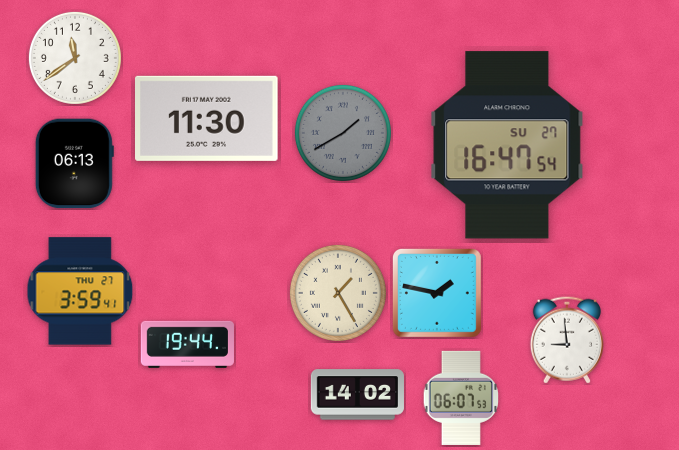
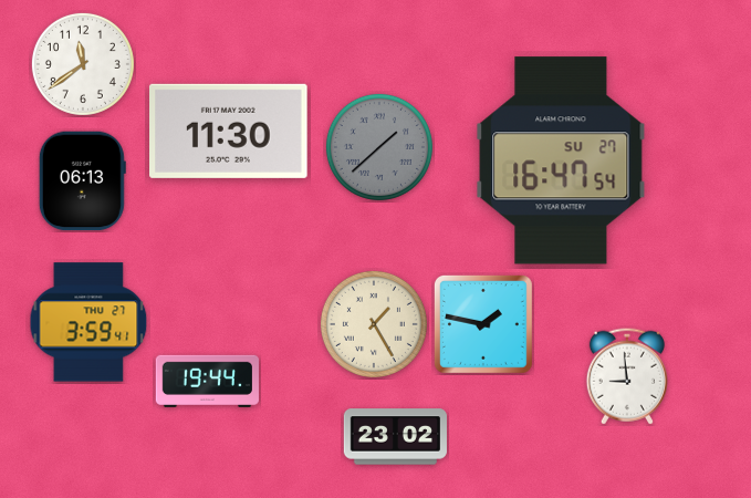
clock at (343, 133): 1:40 -> 1:38
clock at (357, 395): 14:02 -> 23:02
clock at (461, 398): 06:07 -> none
